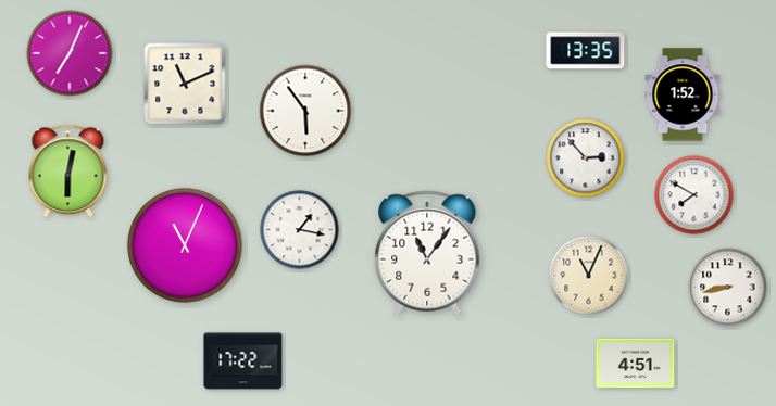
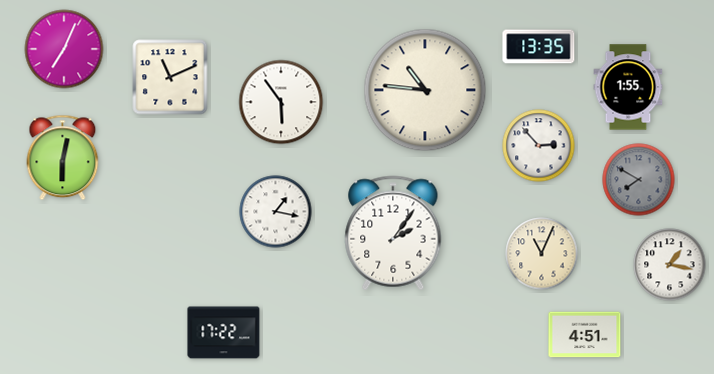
clock at (683, 94): 1:52 -> 1:55
clock at (425, 90): none -> 10:46
clock at (694, 195) dial: white -> grey
clock at (186, 246): 11:04 -> none
clock at (427, 253): 11:06 -> 2:06
clock at (728, 288): 8:43 -> 1:17
